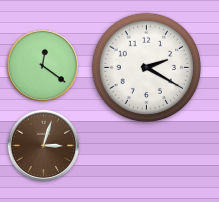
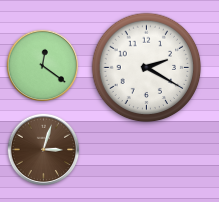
clock at (44, 146) position: (44, 146) -> (44, 150)
